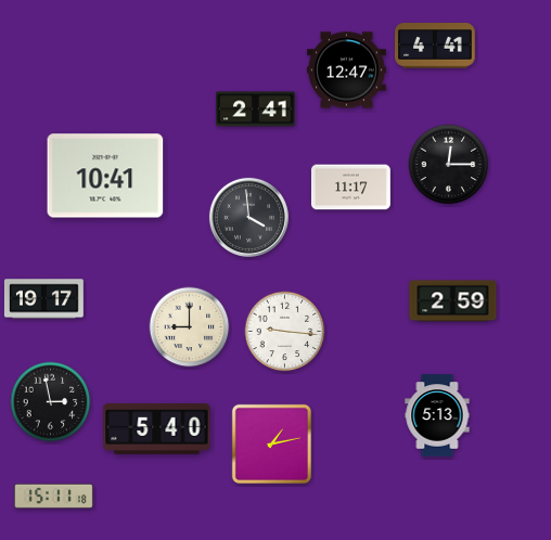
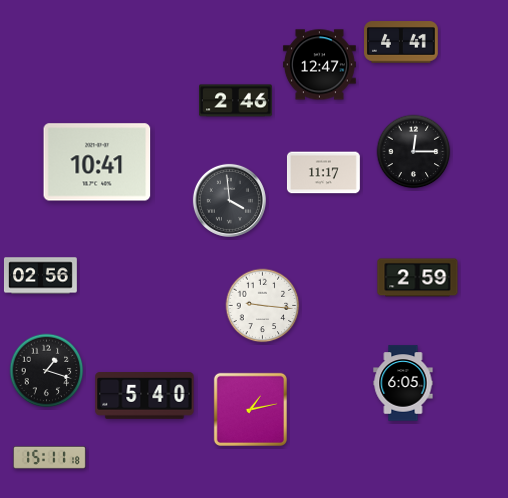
clock at (256, 110): 2:41 -> 2:46
clock at (44, 299): 19:17 -> 02:56
clock at (190, 327): 9:00 -> none
clock at (51, 402): 2:58 -> 1:18
clock at (437, 415): 5:13 -> 6:05
